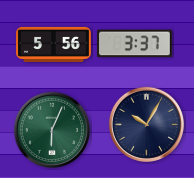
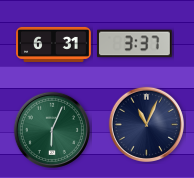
clock at (54, 44): 5:56 -> 6:31
clock at (146, 124): 10:05 -> 11:04
